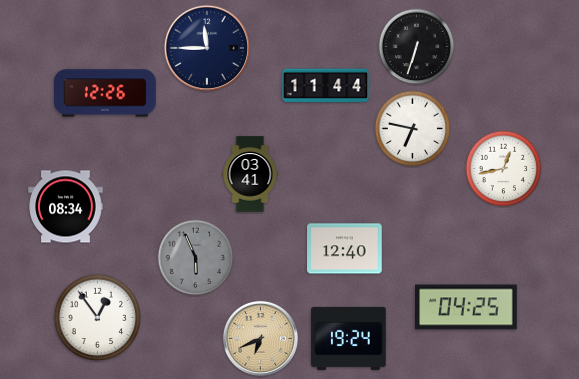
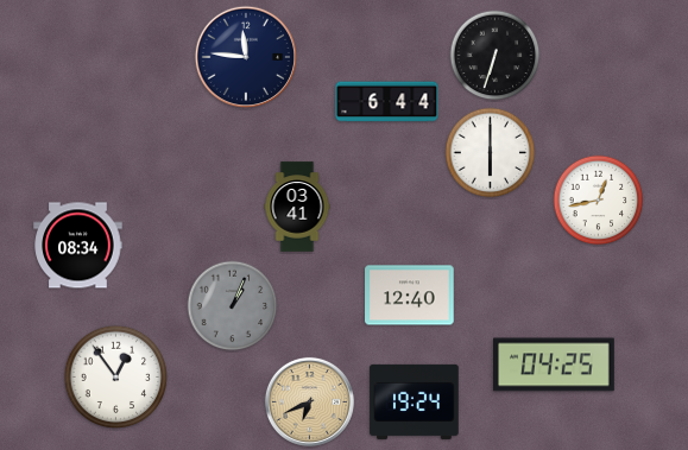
clock at (206, 47): 11:45 -> 11:46
clock at (326, 86): 11:44 -> 6:44
clock at (105, 93): 12:26 -> none
clock at (413, 129): 6:47 -> 6:00
clock at (196, 258): 5:56 -> 1:04
